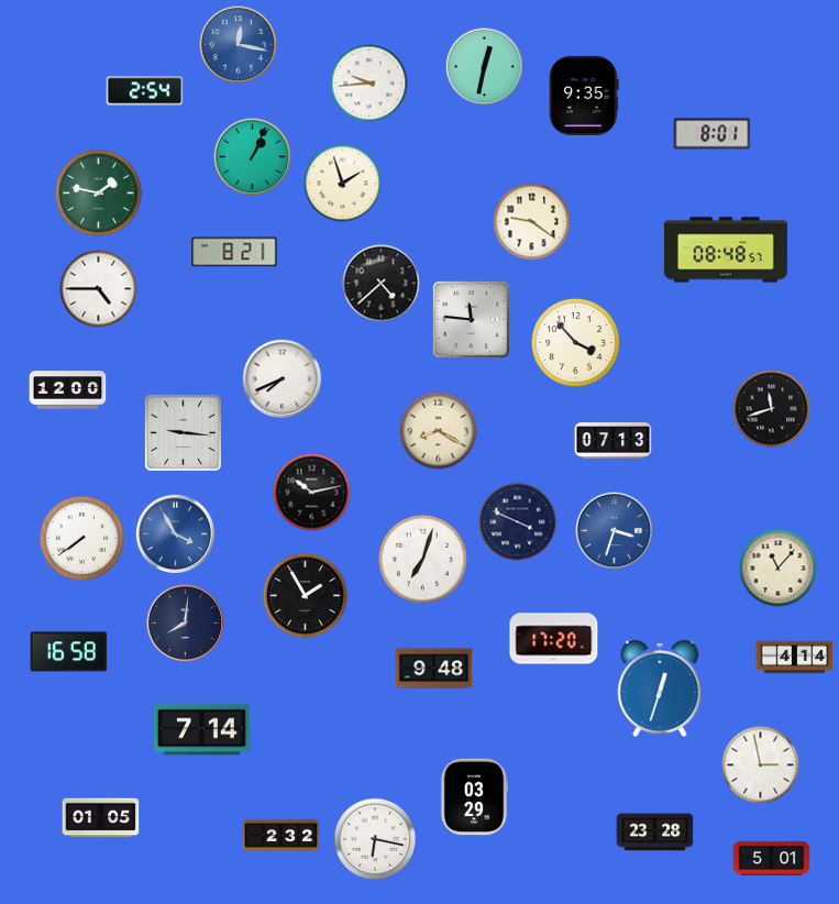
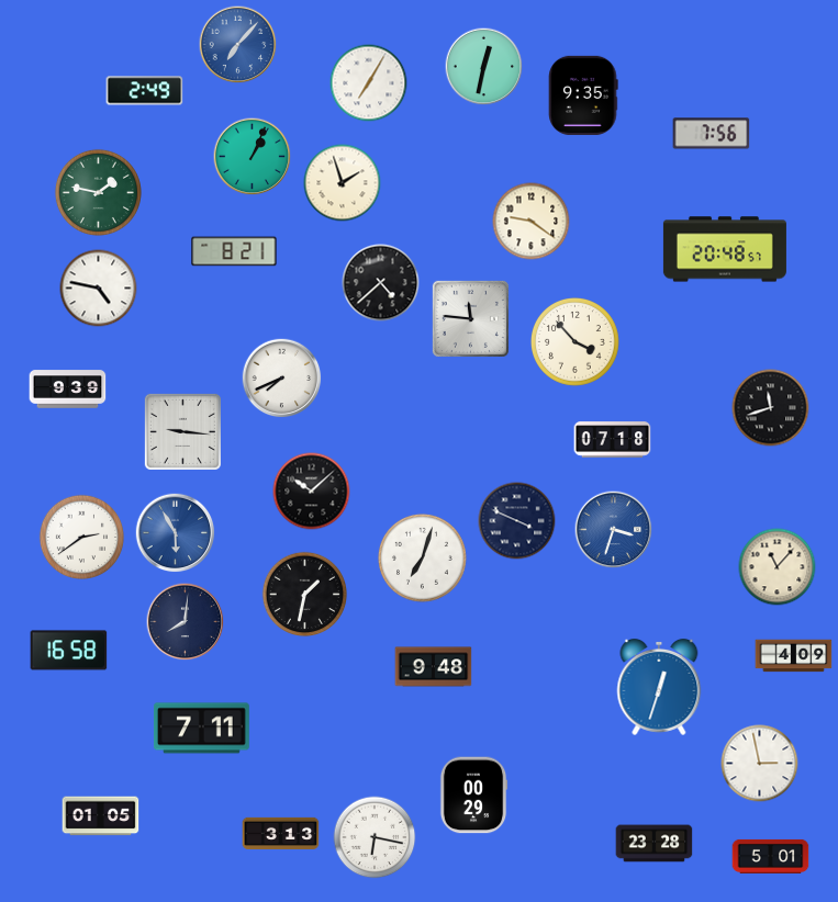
clock at (239, 45): 12:17 -> 7:07
clock at (369, 84): 9:44 -> 7:05
clock at (145, 91): 2:54 -> 2:49
clock at (713, 134): 8:01 -> 7:56
clock at (726, 250): 08:48 -> 20:48
clock at (99, 289): 4:45 -> 4:47
clock at (68, 390): 12:00 -> 9:39
clock at (439, 431): 8:20 -> none
clock at (614, 441): 07:13 -> 07:18
clock at (312, 493): 10:13 -> 10:08
clock at (176, 534): 3:55 -> 5:55
clock at (81, 538): 7:39 -> 2:39
clock at (305, 595): 1:55 -> 1:32
clock at (554, 639): 17:20 -> none
clock at (795, 658): 4:14 -> 4:09
clock at (201, 730): 7:14 -> 7:11
clock at (474, 797): 03:29 -> 00:29
clock at (655, 833) position: (655, 833) -> (655, 844)
clock at (281, 835): 2:32 -> 3:13
